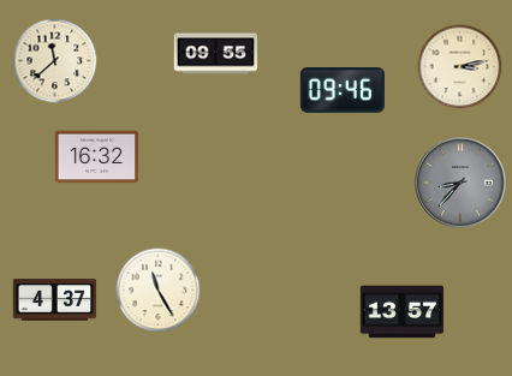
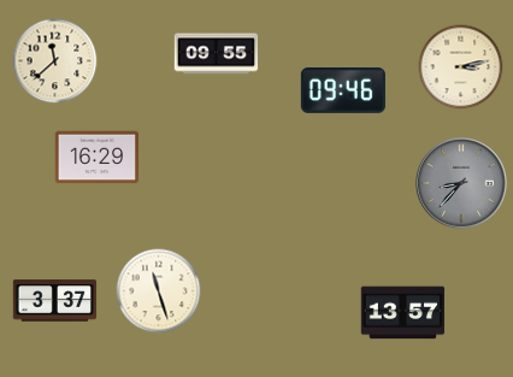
clock at (97, 157): 16:32 -> 16:29
clock at (159, 291): 11:25 -> 11:27
clock at (55, 300): 4:37 -> 3:37
